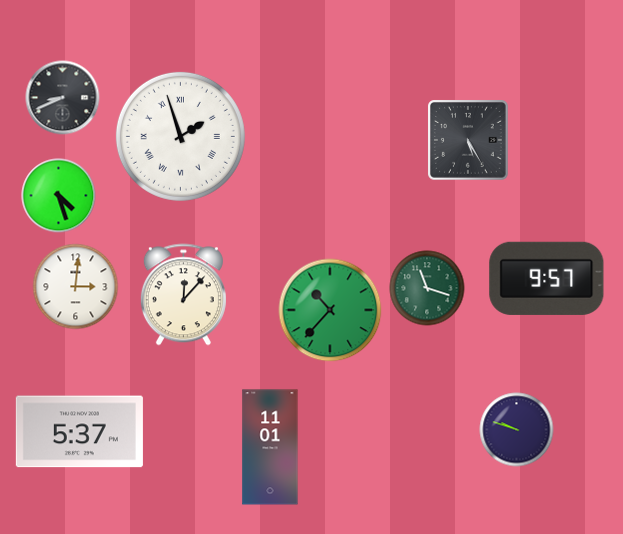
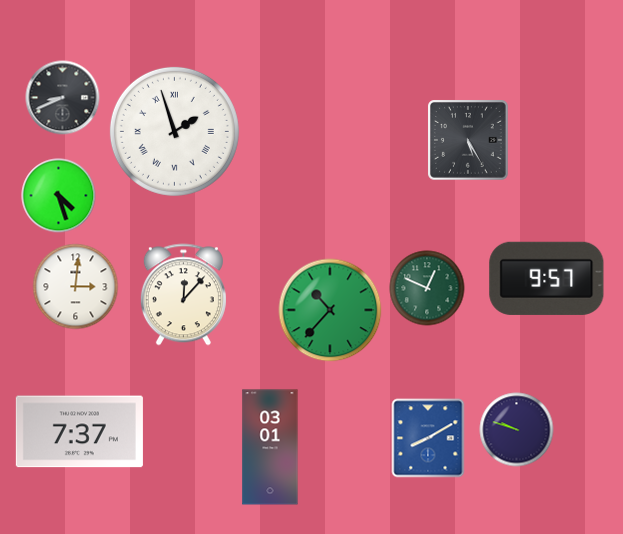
clock at (180, 136) position: (180, 136) -> (174, 131)
clock at (427, 288): 11:18 -> 12:49
clock at (79, 432): 5:37 -> 7:37
clock at (428, 438): none -> 8:10
clock at (270, 447): 11:01 -> 03:01
